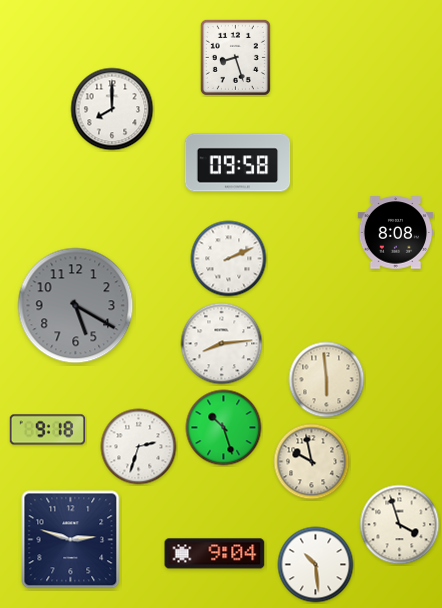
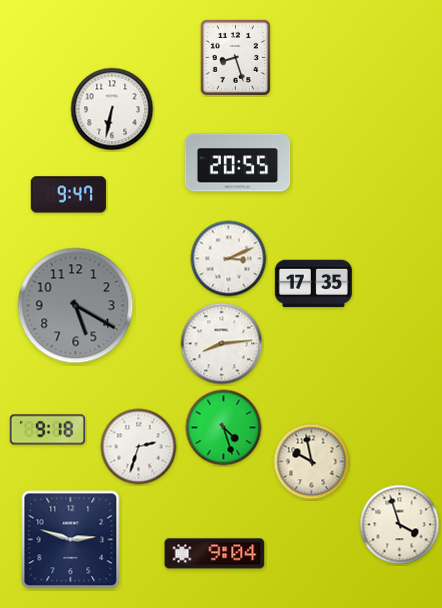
clock at (112, 109): 8:00 -> 6:32
clock at (238, 163): 09:58 -> 20:55
clock at (69, 195): none -> 9:47
clock at (396, 233): 8:08 -> none
clock at (229, 259): 2:11 -> 3:11
clock at (313, 284): none -> 17:35
clock at (327, 380): 5:59 -> none
clock at (224, 428): 10:27 -> 4:27
clock at (316, 565): 10:29 -> none
